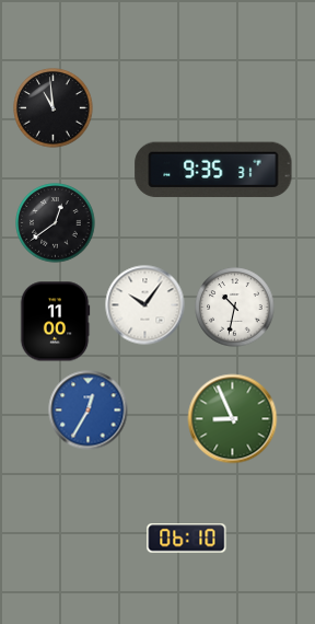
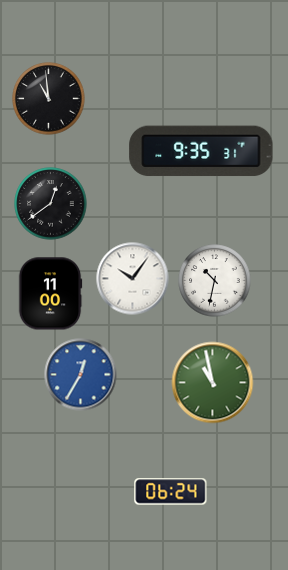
clock at (213, 170) position: (213, 170) -> (201, 151)
clock at (233, 419): 8:56 -> 10:58
clock at (187, 539): 06:10 -> 06:24
